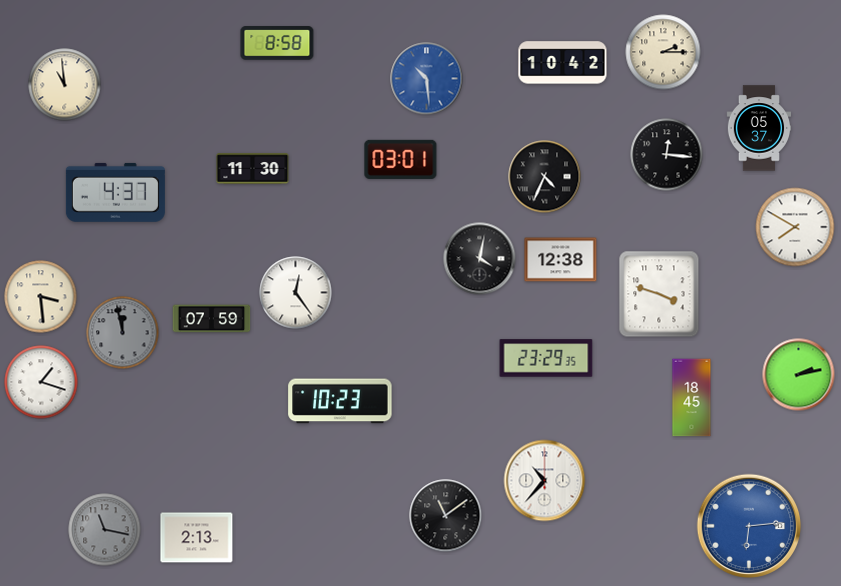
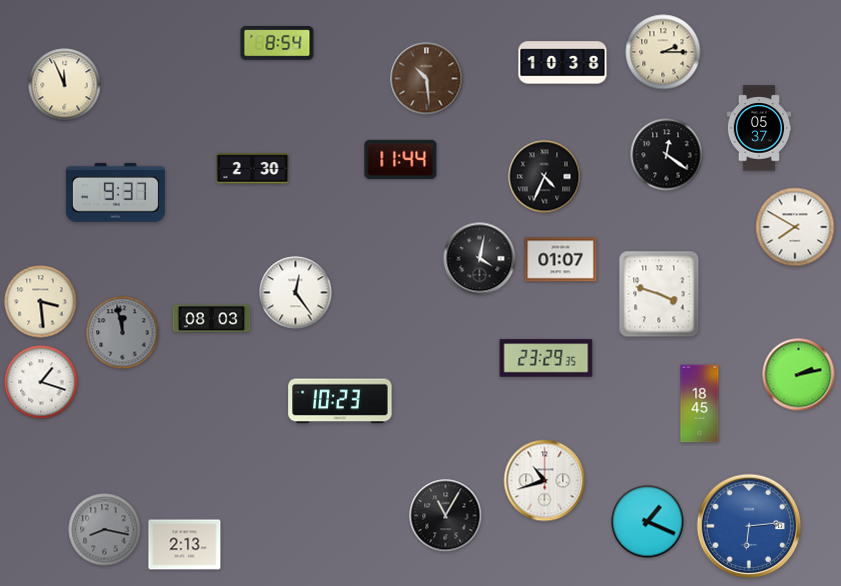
clock at (277, 43): 8:58 -> 8:54
clock at (563, 63): 10:42 -> 10:38
clock at (427, 79) dial: blue -> brown
clock at (65, 85): 10:59 -> 11:56
clock at (667, 155): 12:16 -> 12:21
clock at (401, 159): 03:01 -> 11:44
clock at (253, 169): 11:30 -> 2:30
clock at (115, 192): 4:37 -> 9:37
clock at (561, 260): 12:38 -> 01:07
clock at (41, 297) position: (41, 297) -> (41, 302)
clock at (212, 319): 07:59 -> 08:03
clock at (692, 398) position: (692, 398) -> (700, 404)
clock at (545, 481): 10:37 -> 10:42
clock at (446, 516): 11:09 -> 11:05
clock at (648, 522): none -> 1:19
clock at (105, 530): 11:17 -> 8:17
clock at (197, 538) position: (197, 538) -> (185, 545)
